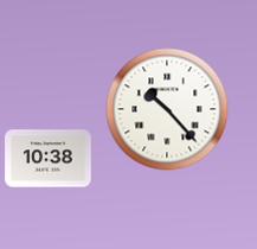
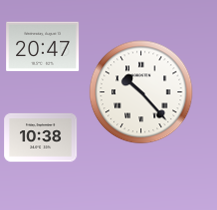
clock at (43, 47): none -> 20:47
clock at (49, 159) position: (49, 159) -> (41, 138)
